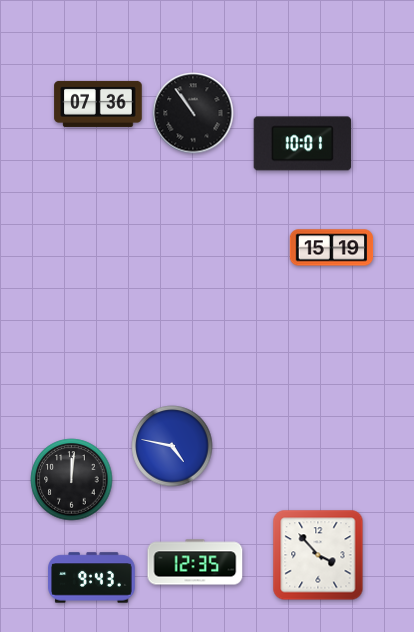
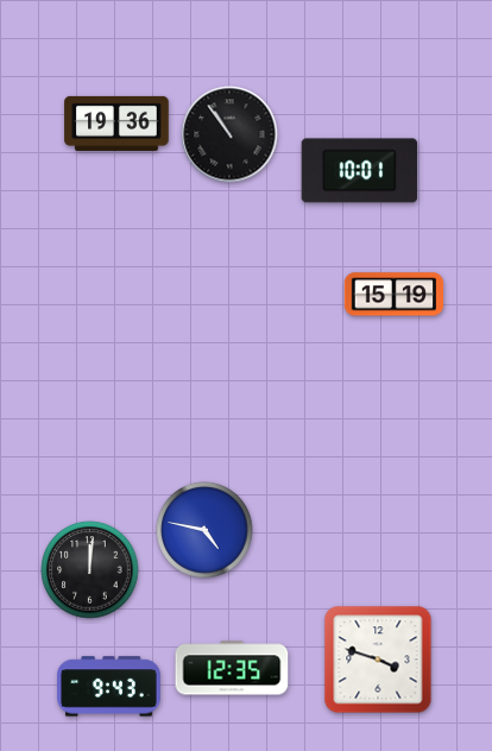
clock at (98, 104): 07:36 -> 19:36
clock at (72, 480) position: (72, 480) -> (90, 570)
clock at (318, 555): 3:53 -> 3:48
